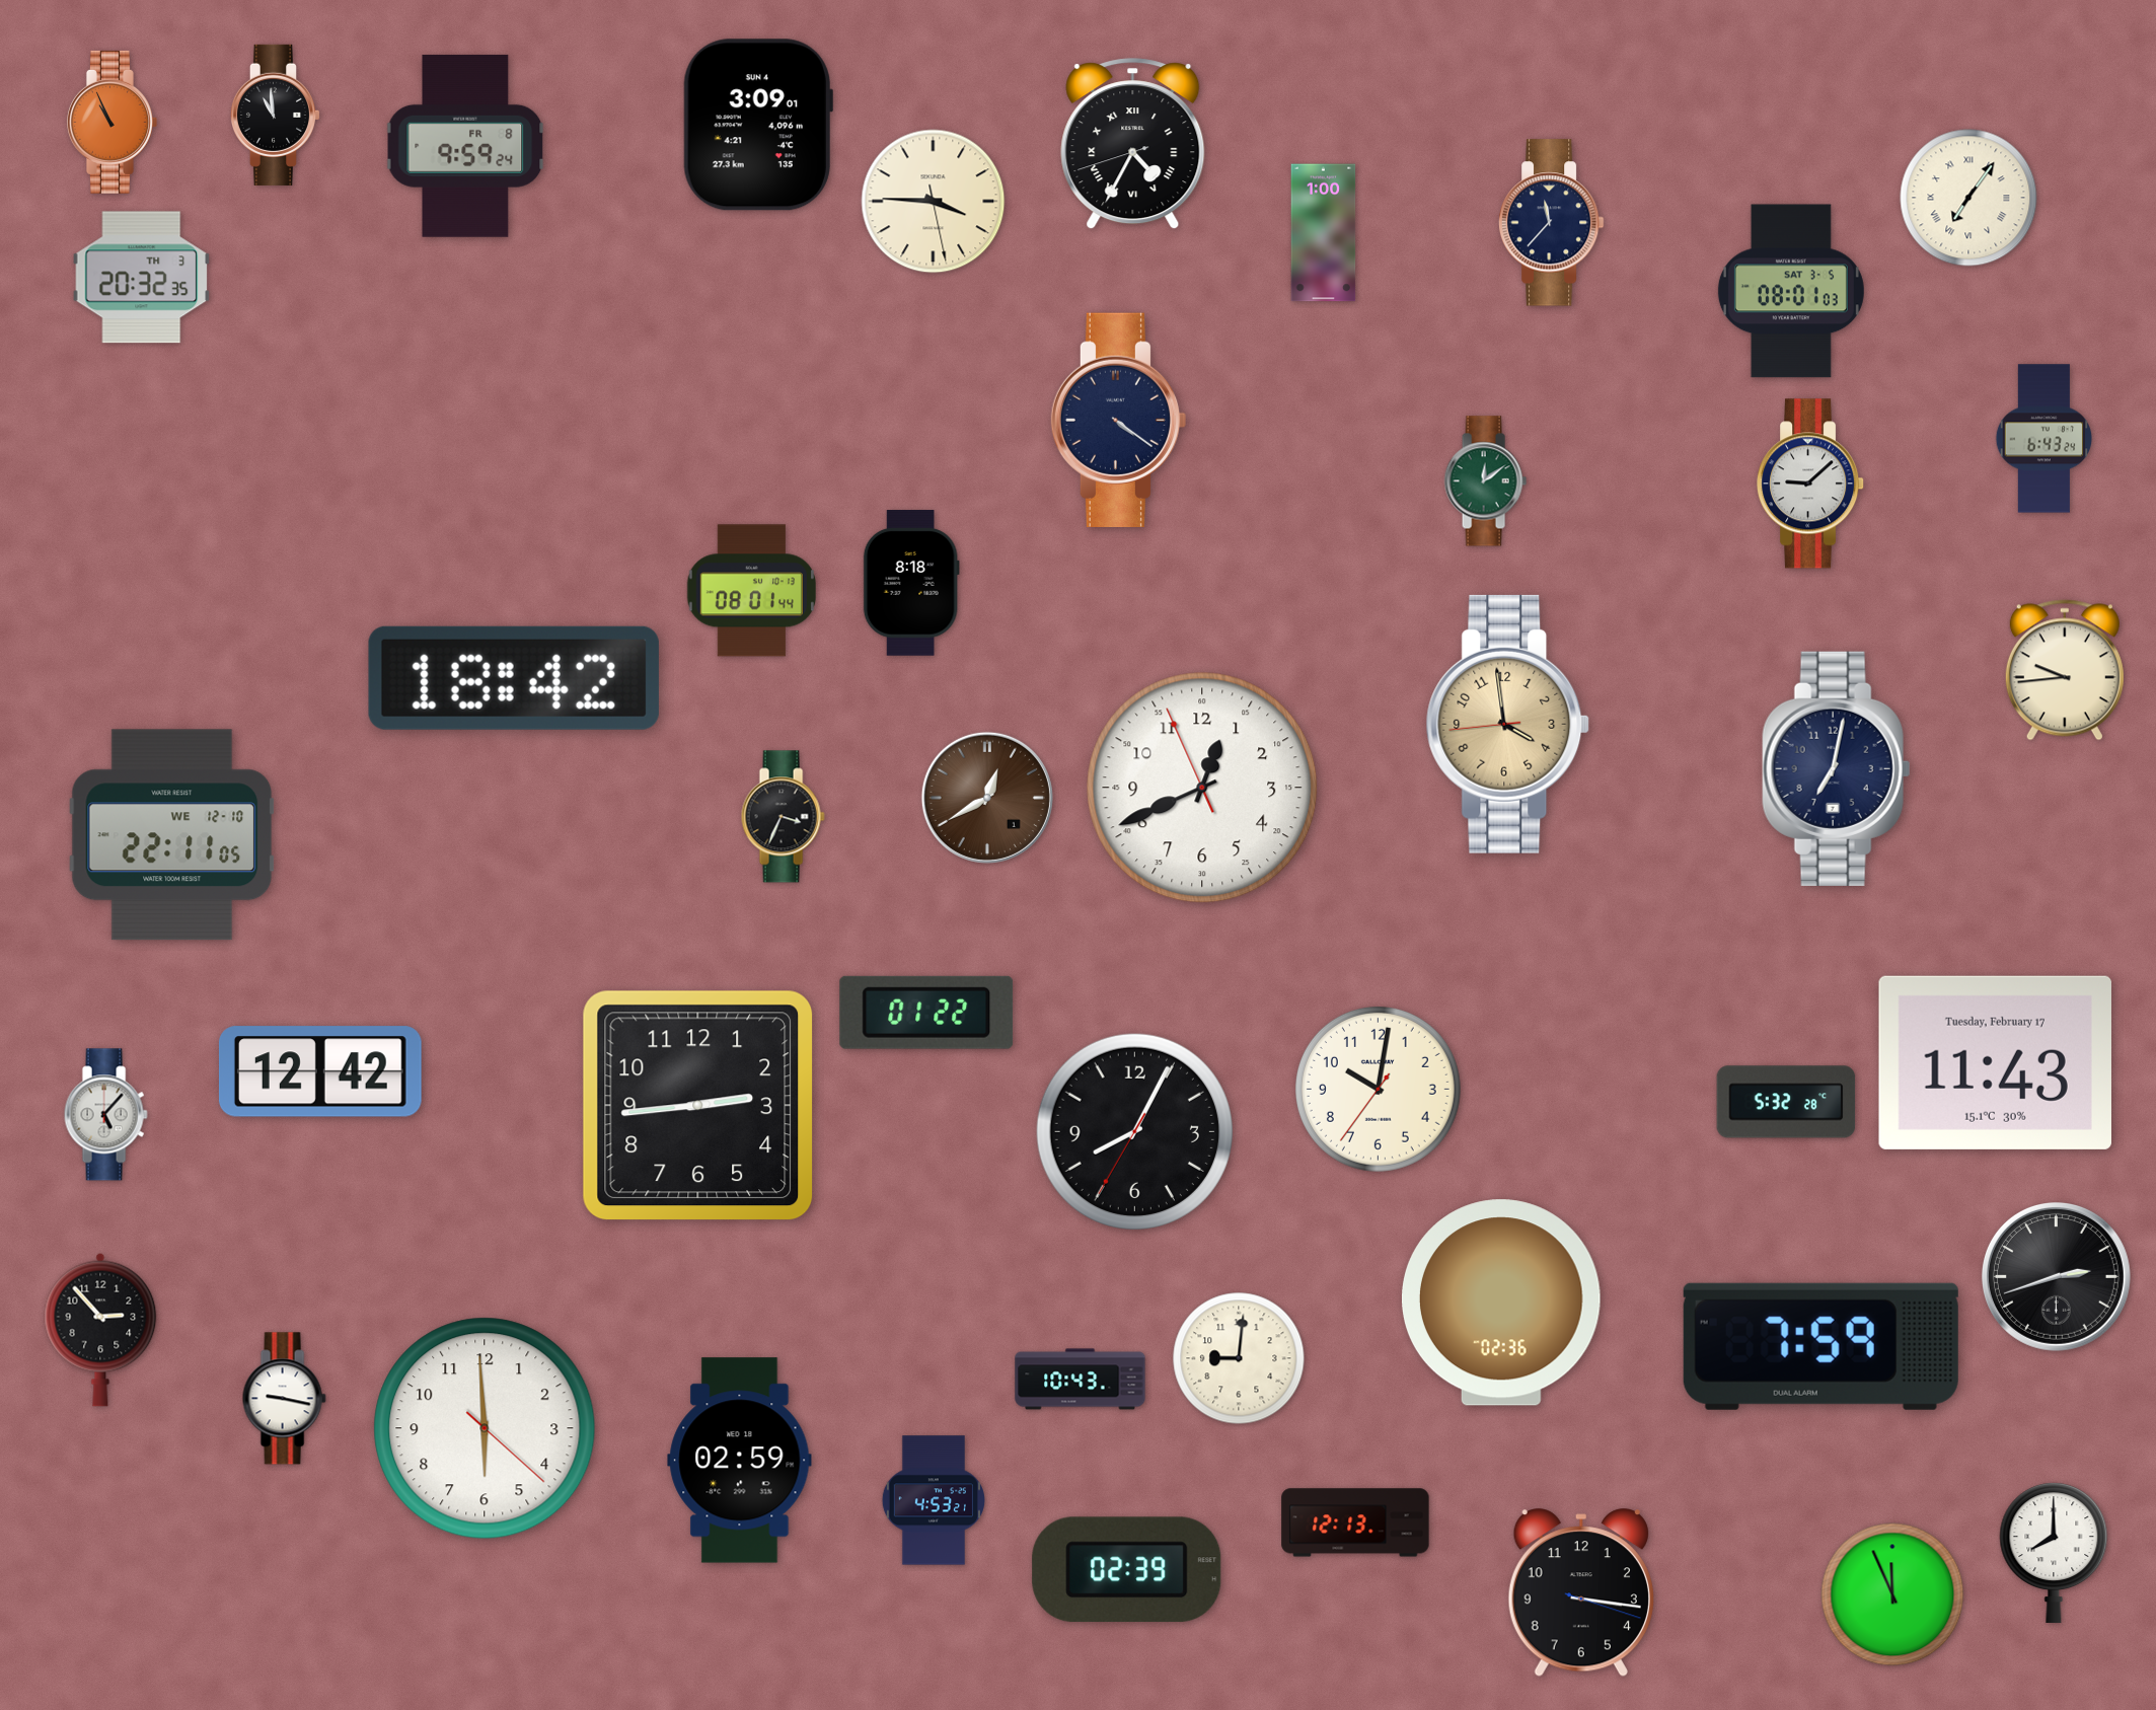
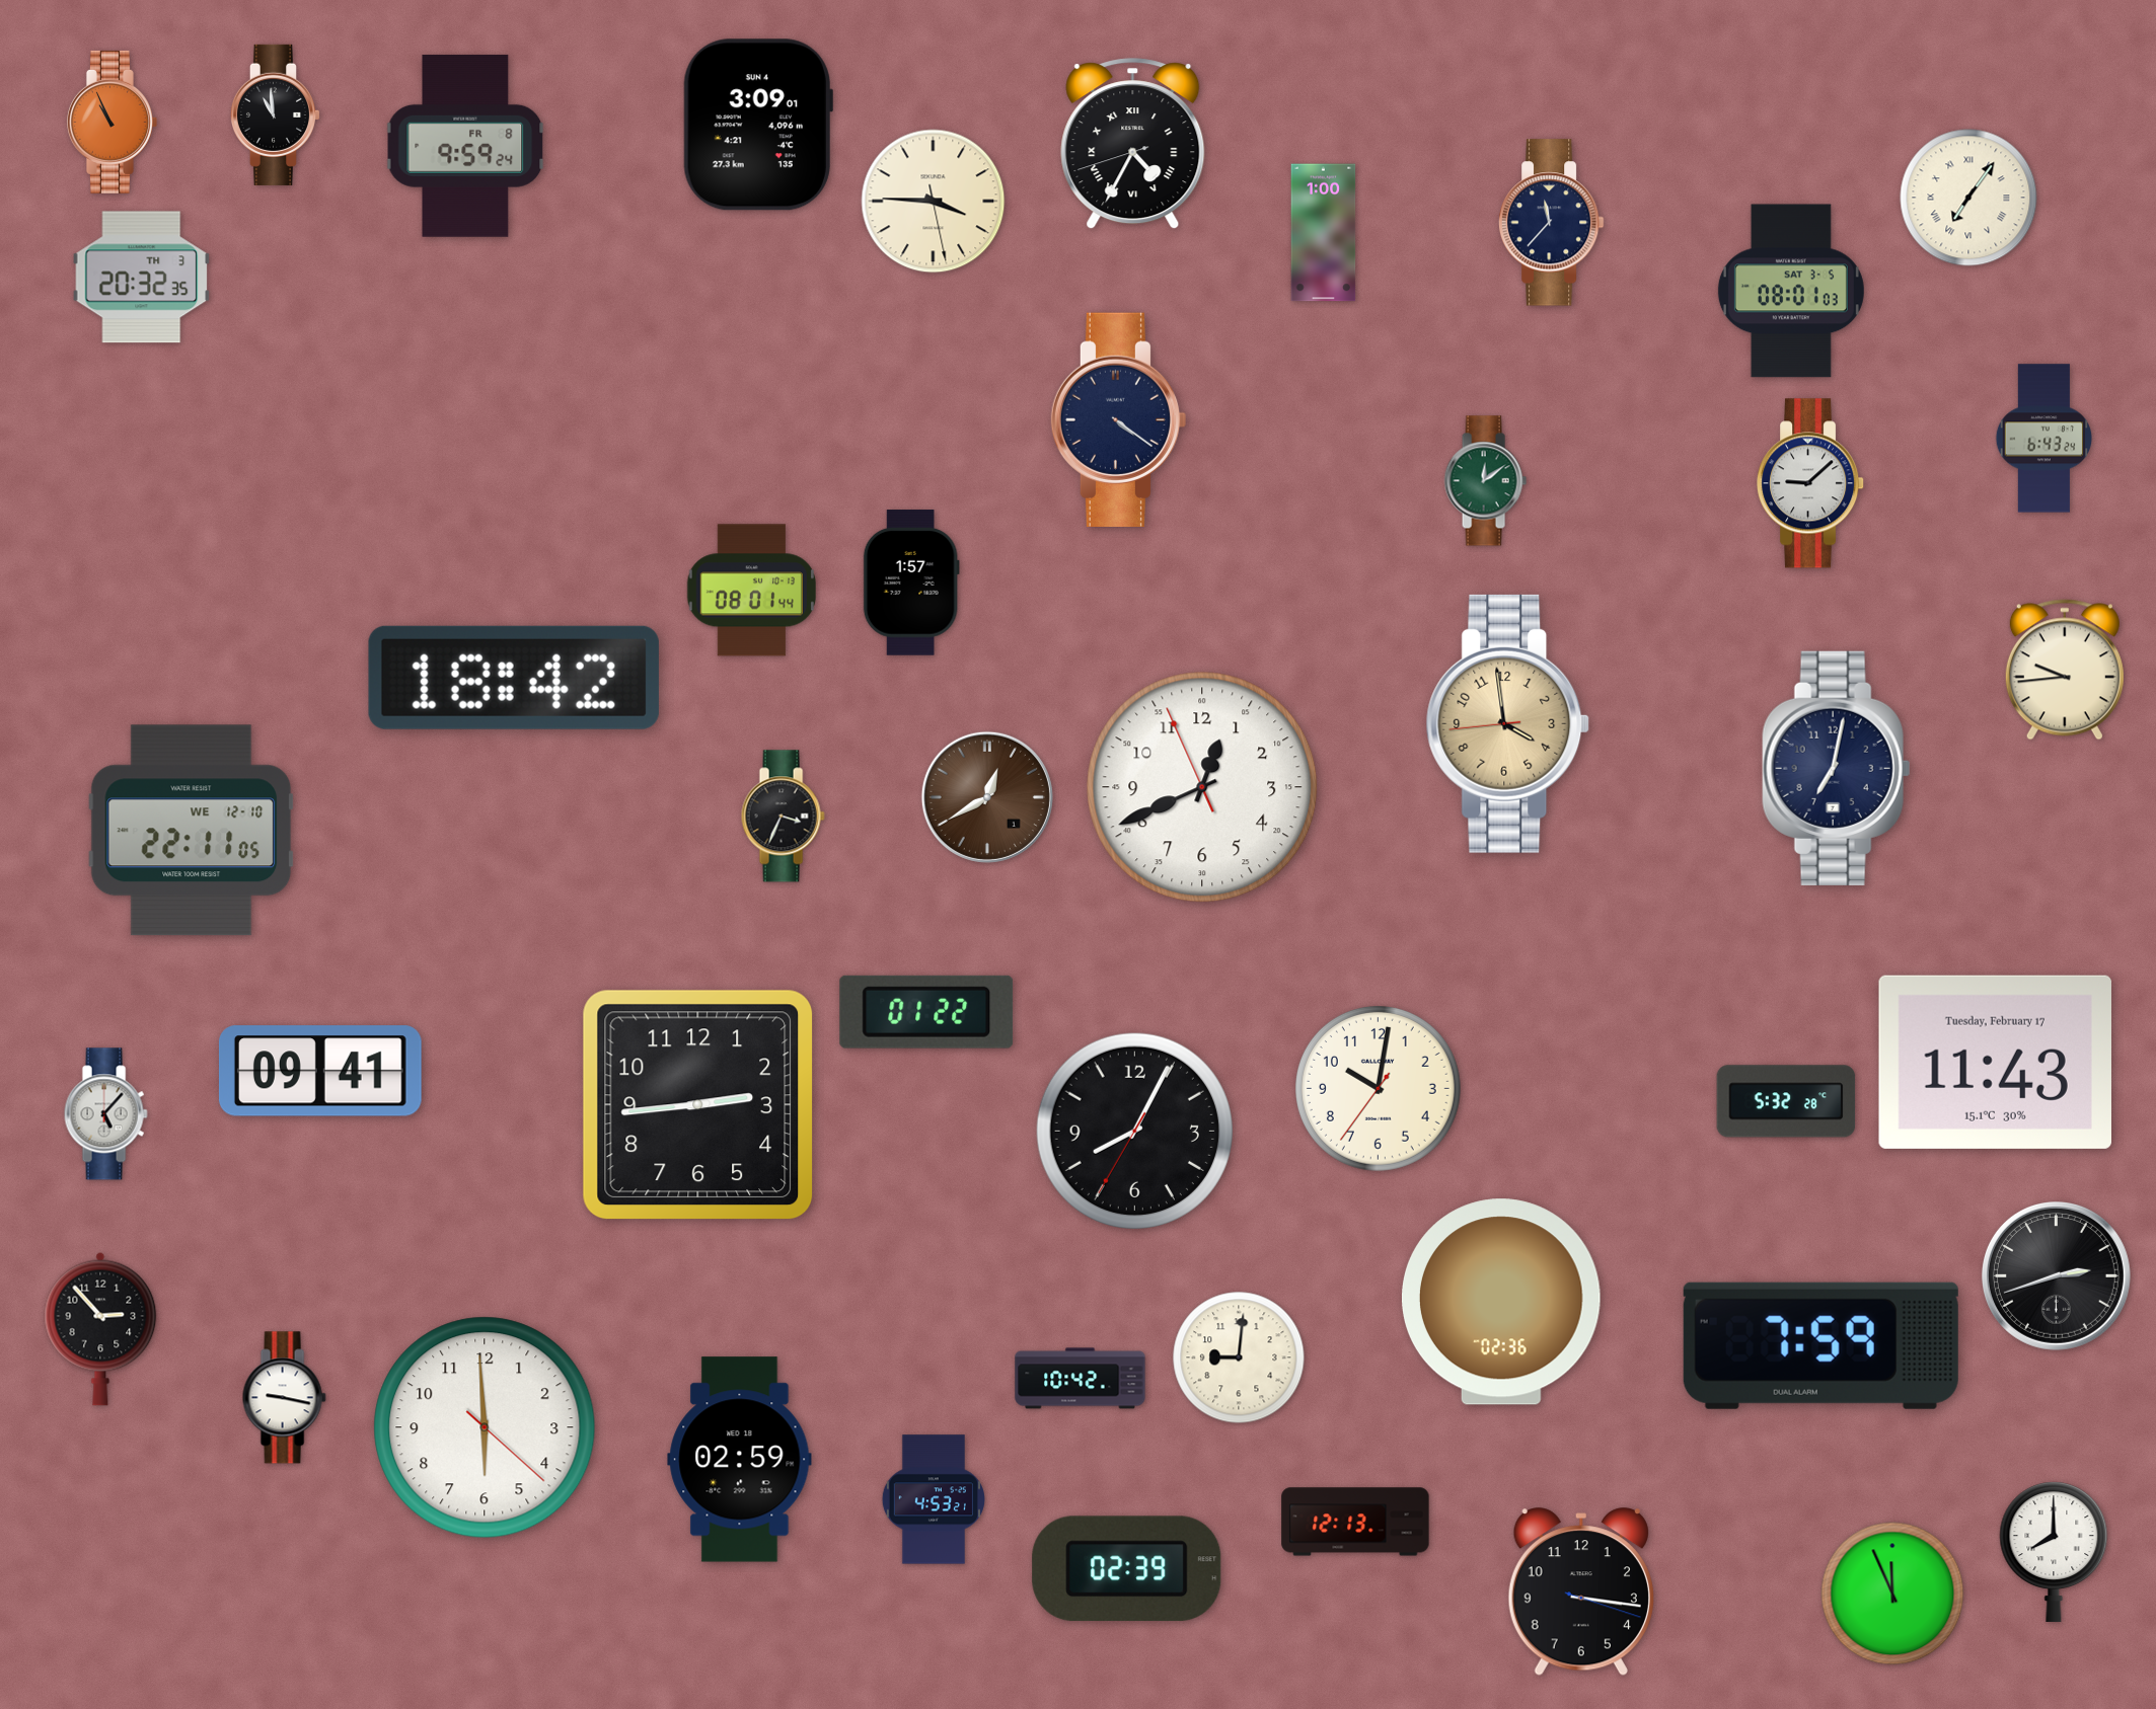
clock at (911, 583): 8:18 -> 1:57
clock at (172, 835) position: (172, 835) -> (192, 831)
clock at (320, 1071): 12:42 -> 09:41
clock at (1081, 1380): 10:43 -> 10:42
